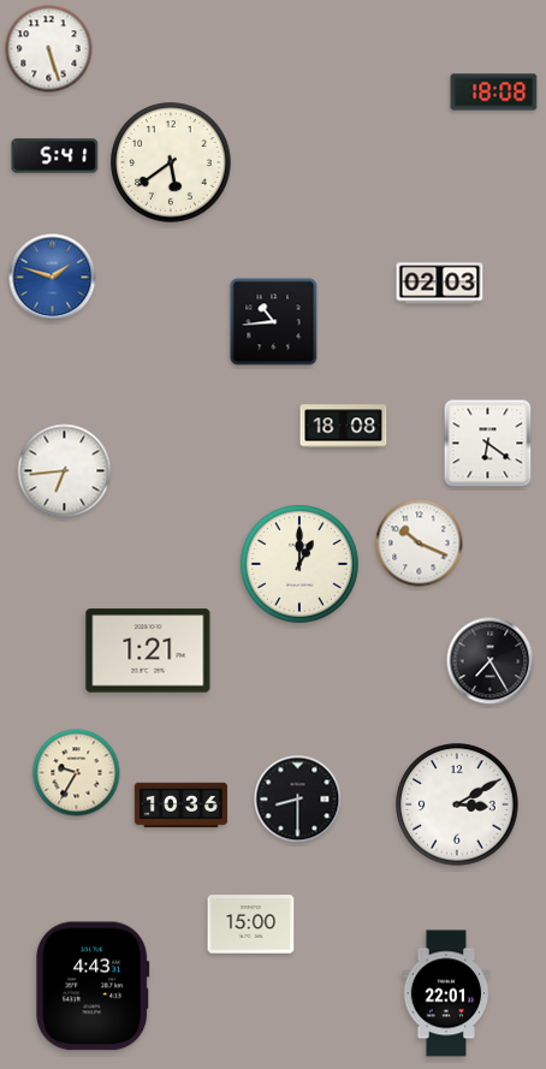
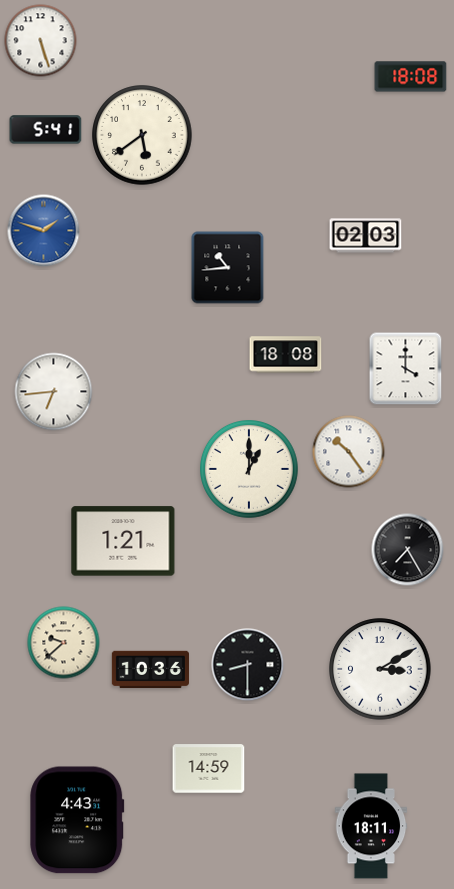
clock at (488, 444): 6:21 -> 4:00
clock at (420, 544): 10:19 -> 10:24
clock at (77, 773): 9:35 -> 9:38
clock at (251, 925): 15:00 -> 14:59
clock at (446, 993): 22:01 -> 18:11
